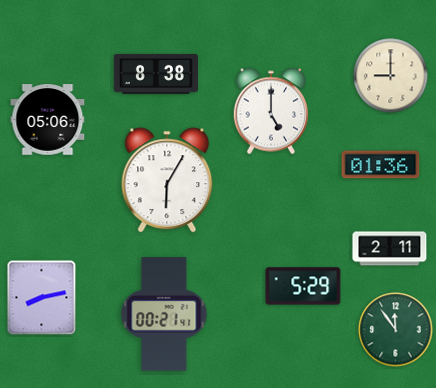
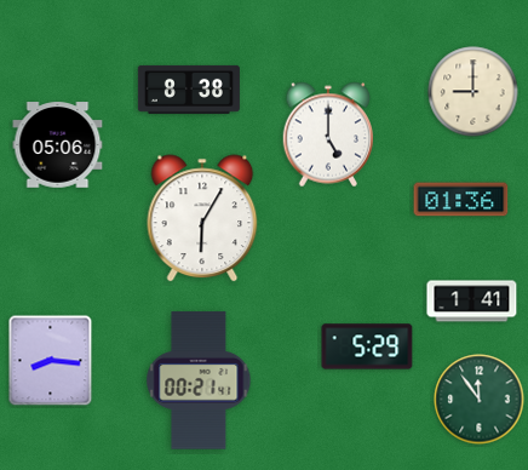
clock at (390, 249): 2:11 -> 1:41
clock at (42, 298): 8:13 -> 8:16
